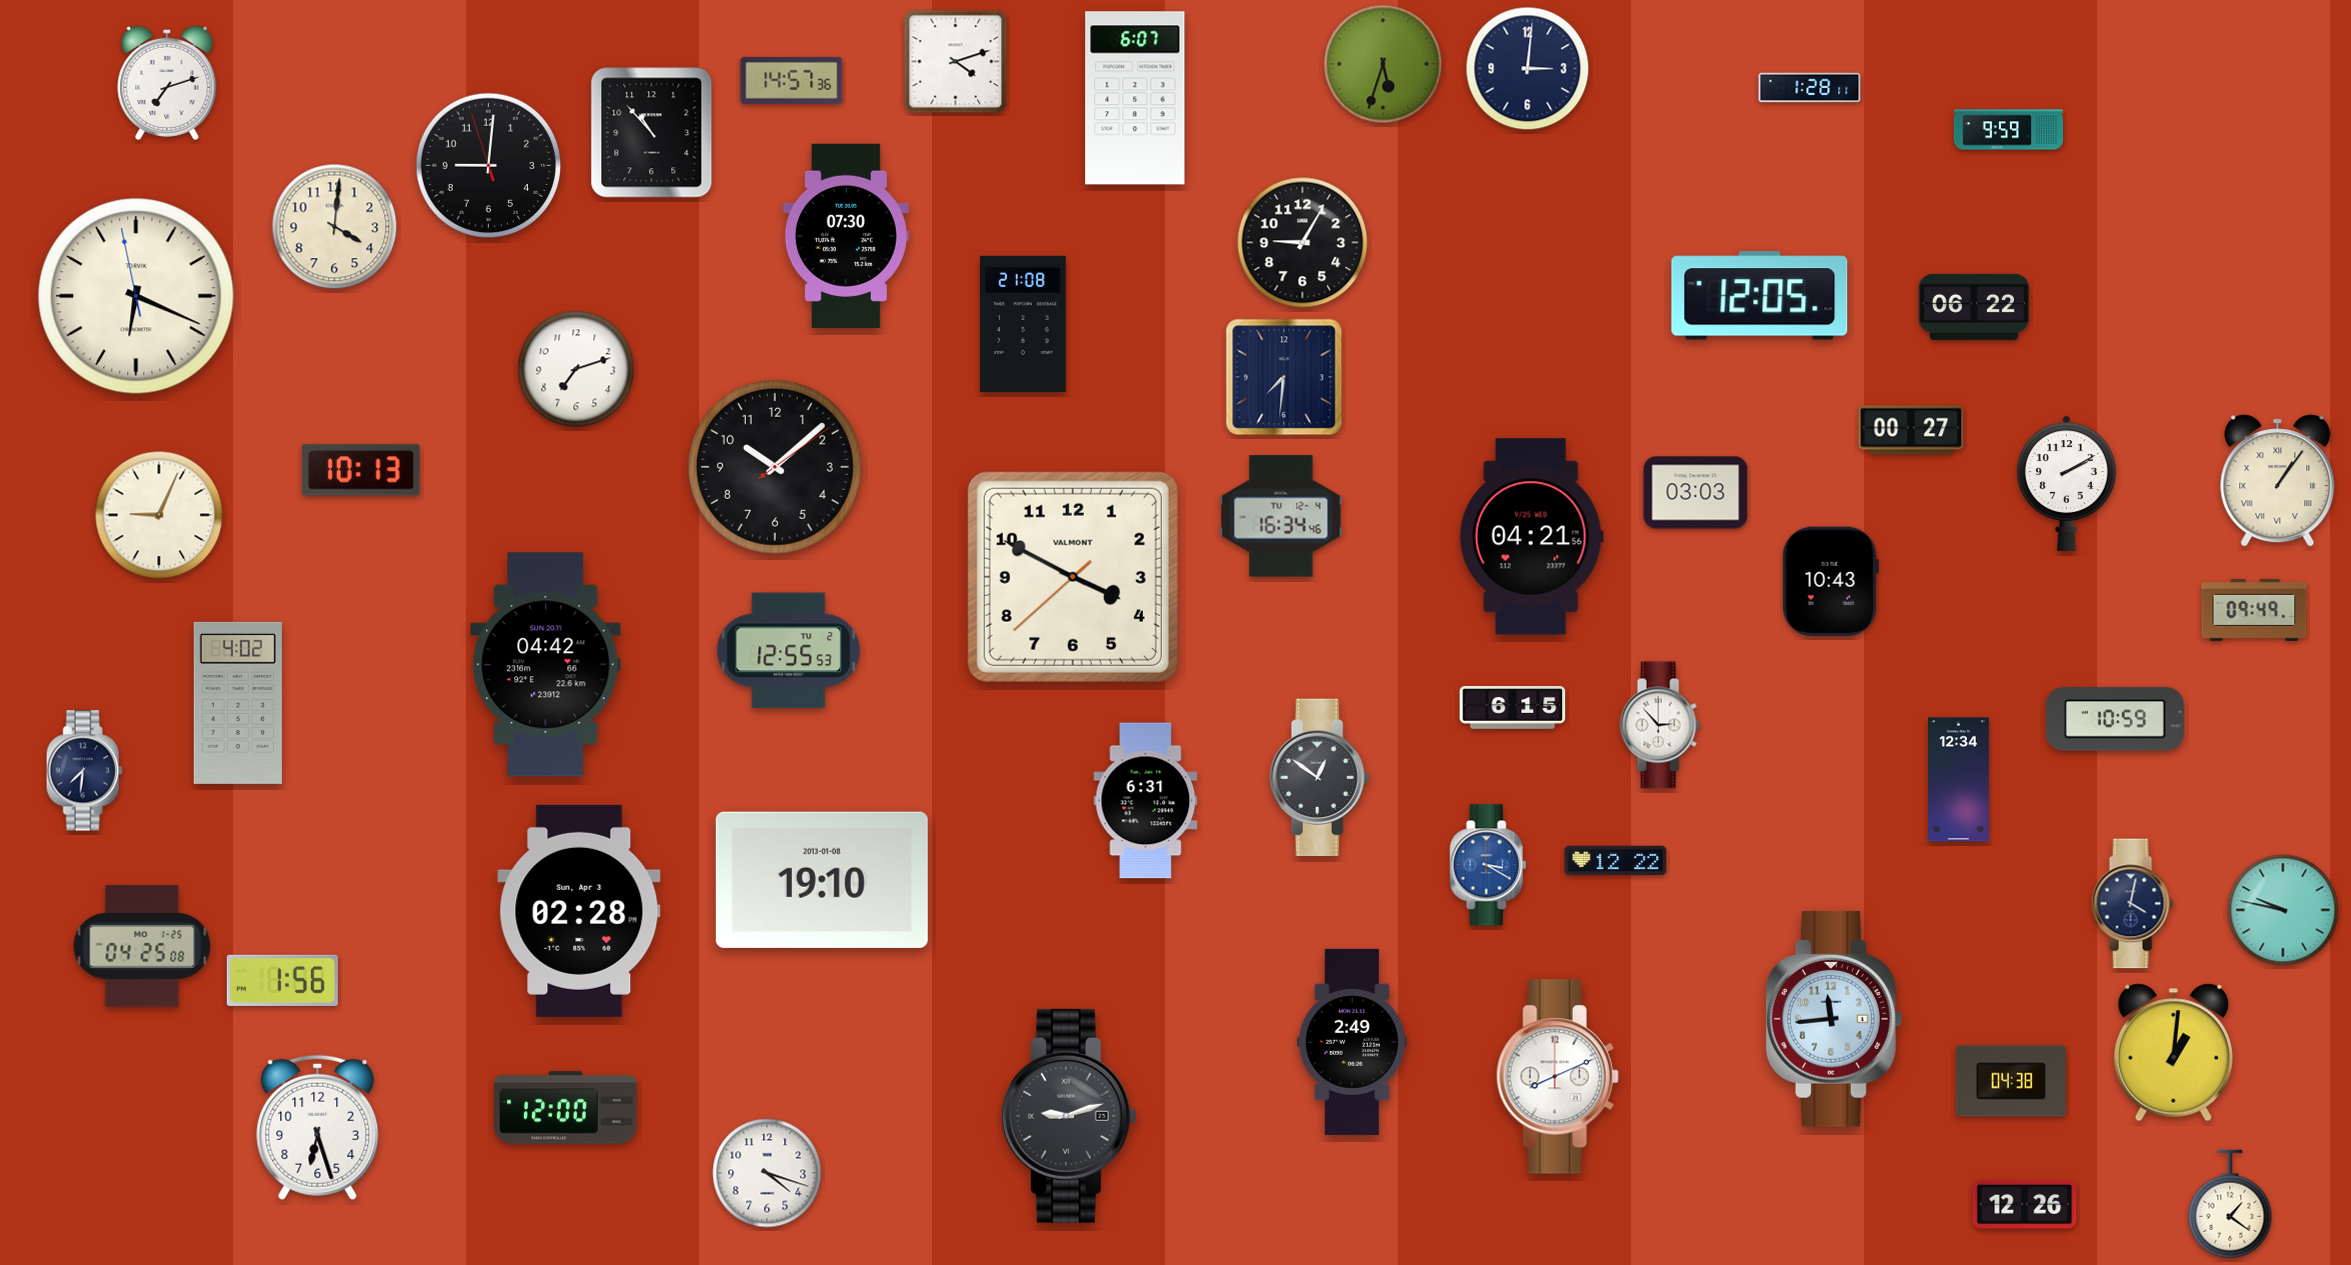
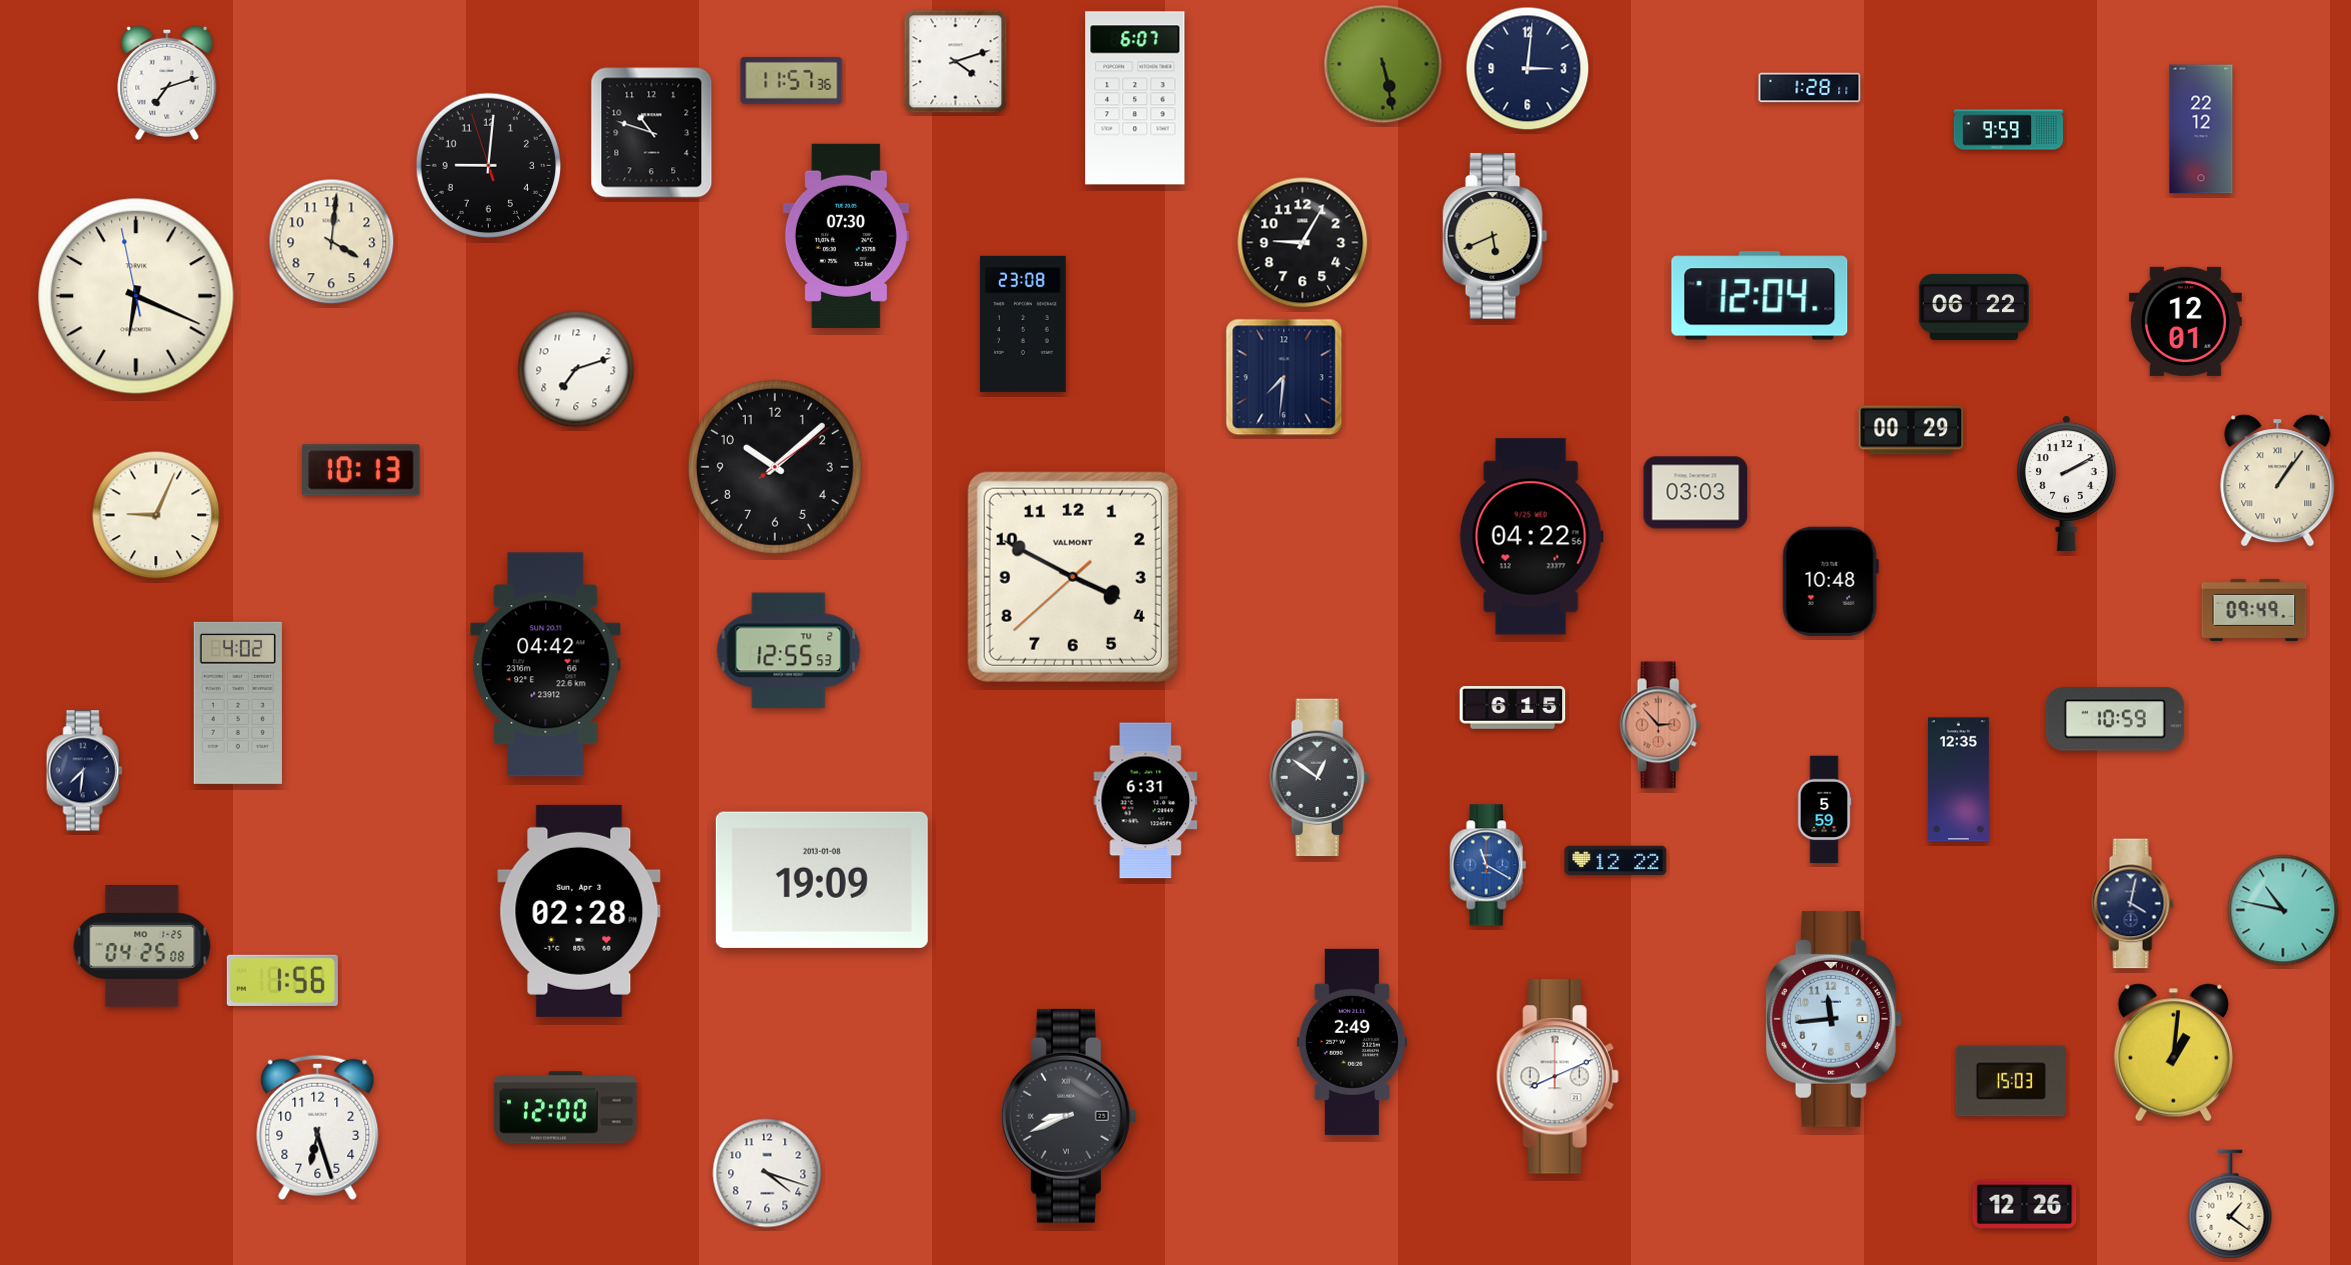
clock at (1383, 64): 5:33 -> 5:28
clock at (792, 80): 14:57 -> 11:57
clock at (2201, 129): none -> 22:12
clock at (652, 133): 10:53 -> 10:48
clock at (335, 227) position: (335, 227) -> (332, 242)
clock at (1495, 237): none -> 5:41
clock at (1760, 296): 12:05 -> 12:04
clock at (2185, 321): none -> 12:01
clock at (1024, 324): 21:08 -> 23:08
clock at (1911, 430): 00:27 -> 00:29
clock at (159, 515) position: (159, 515) -> (156, 515)
clock at (1281, 516): 16:34 -> none
clock at (1531, 537): 04:21 -> 04:22
clock at (1830, 581): 10:43 -> 10:48
clock at (1660, 725) dial: white -> salmon
clock at (1959, 780): 12:34 -> 12:35
clock at (1824, 810): none -> 5:59
clock at (1488, 865): 3:20 -> 11:20
clock at (822, 880): 19:10 -> 19:09
clock at (2283, 910): 9:47 -> 10:47
clock at (2011, 1081): 04:38 -> 15:03
clock at (1069, 1116): 9:12 -> 8:41
